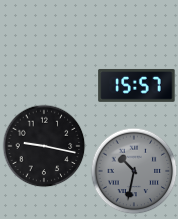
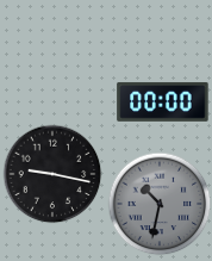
clock at (137, 85): 15:57 -> 00:00
